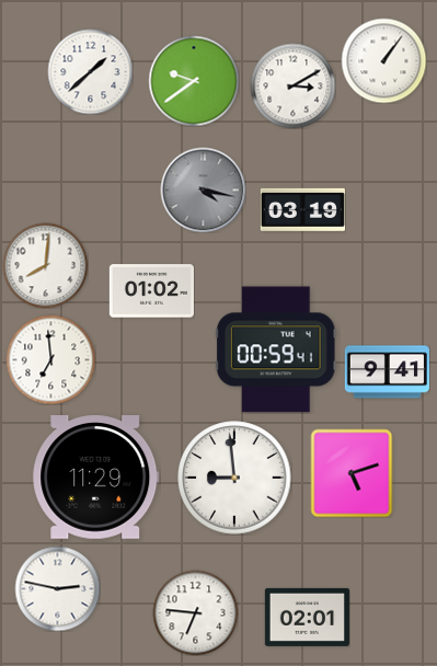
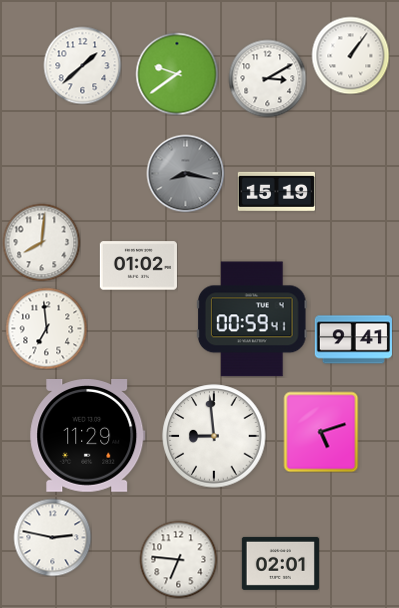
clock at (203, 190): 4:17 -> 8:17
clock at (302, 209): 03:19 -> 15:19
